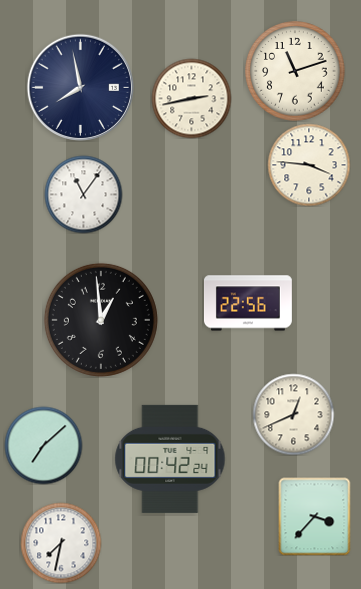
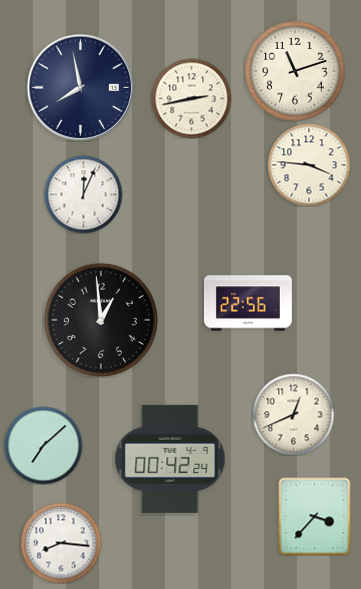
clock at (83, 194): 11:06 -> 12:04
clock at (61, 543): 7:32 -> 8:16
